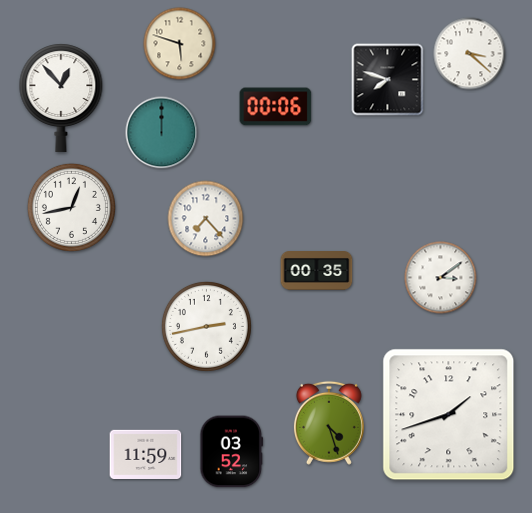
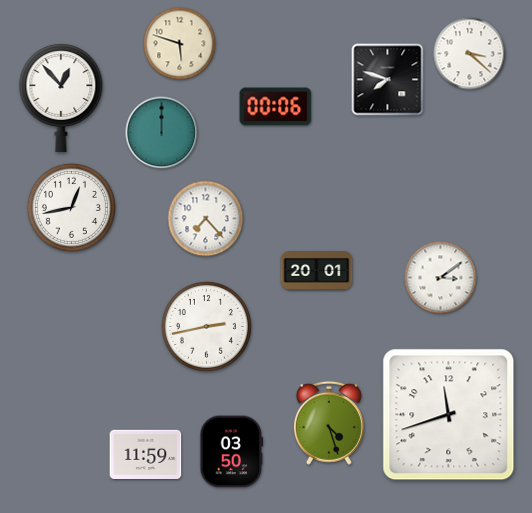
clock at (317, 271): 00:35 -> 20:01
clock at (449, 415): 1:42 -> 11:42
clock at (232, 452): 03:52 -> 03:50
